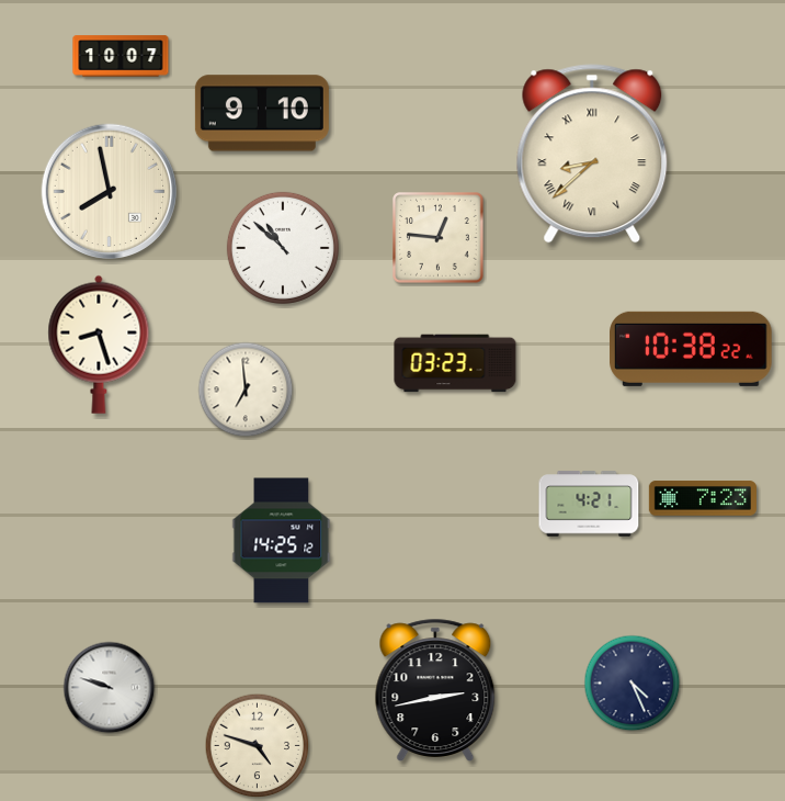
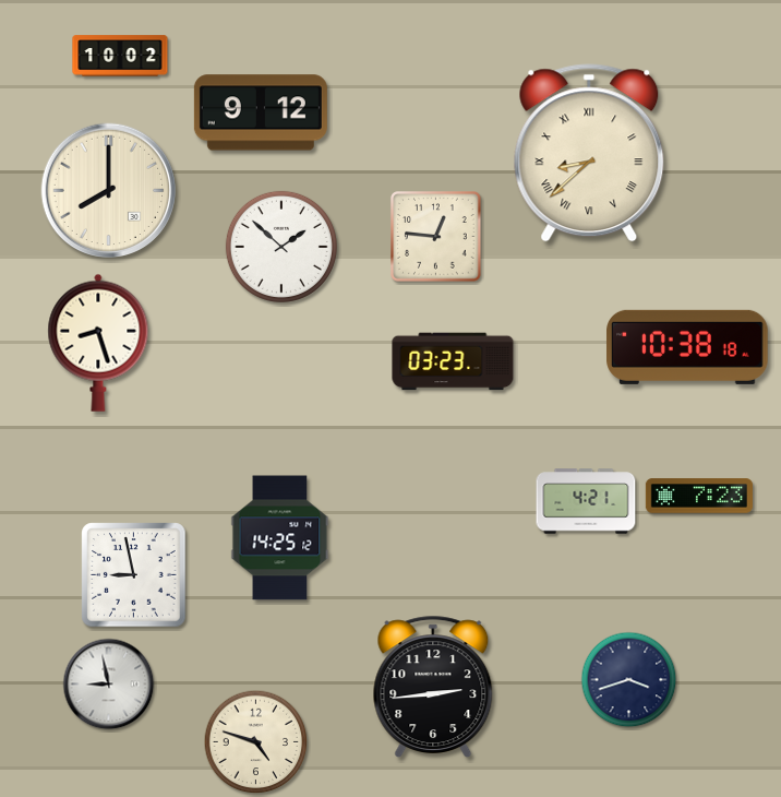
clock at (121, 56): 10:07 -> 10:02
clock at (262, 113): 9:10 -> 9:12
clock at (109, 191): 7:58 -> 8:00
clock at (283, 248): 10:52 -> 1:52
clock at (691, 349): 10:38:22 -> 10:38:18
clock at (246, 390): 6:59 -> none
clock at (134, 575): none -> 8:58
clock at (633, 684): 4:26 -> 3:42
clock at (110, 688): 9:48 -> 8:58
clock at (435, 689): 2:43 -> 2:44
